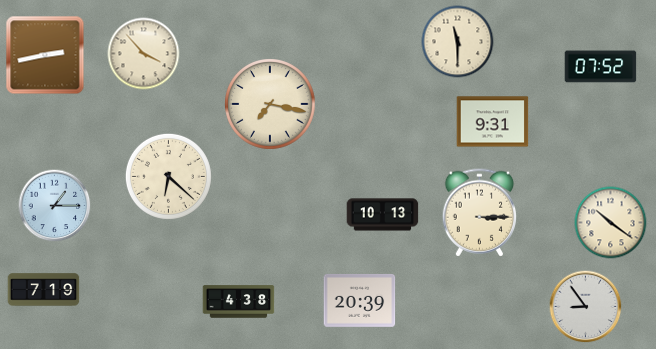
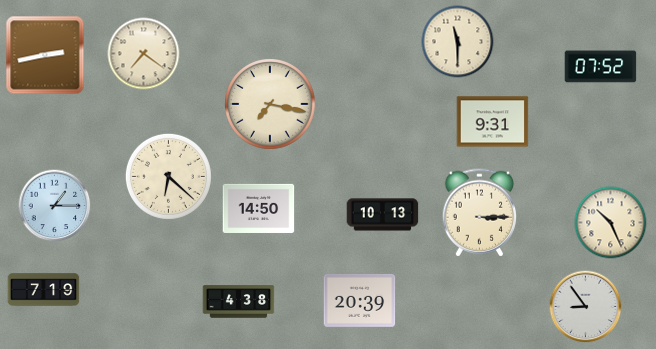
clock at (144, 54): 3:53 -> 7:21
clock at (259, 208): none -> 14:50
clock at (611, 223): 10:21 -> 10:26
